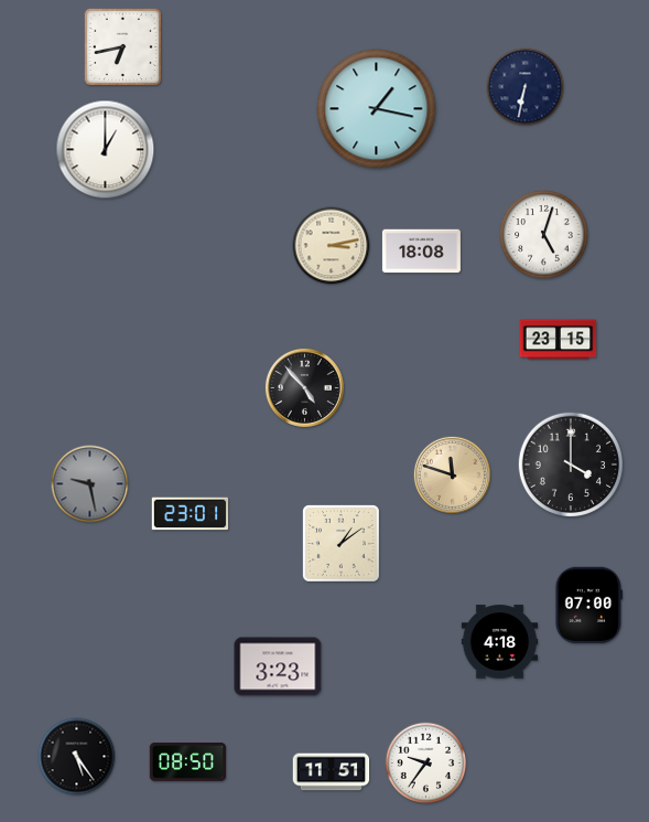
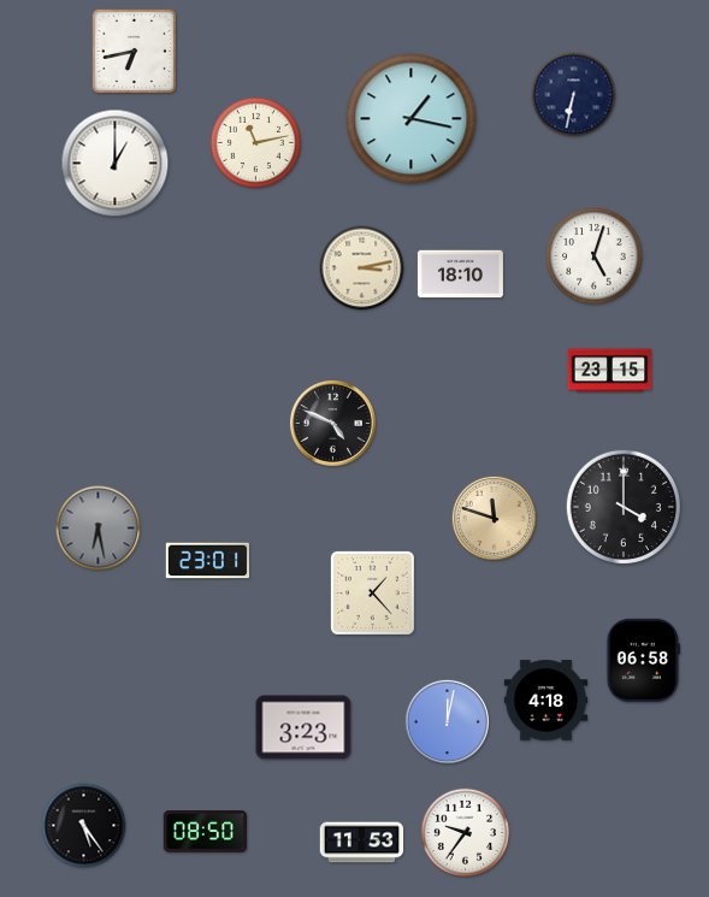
clock at (255, 142): none -> 11:13
clock at (421, 252): 18:08 -> 18:10
clock at (304, 387): 4:53 -> 4:49
clock at (90, 484): 9:28 -> 6:28
clock at (342, 544): 1:09 -> 1:23
clock at (588, 606): 07:00 -> 06:58
clock at (447, 721): none -> 12:02
clock at (332, 772): 11:51 -> 11:53
